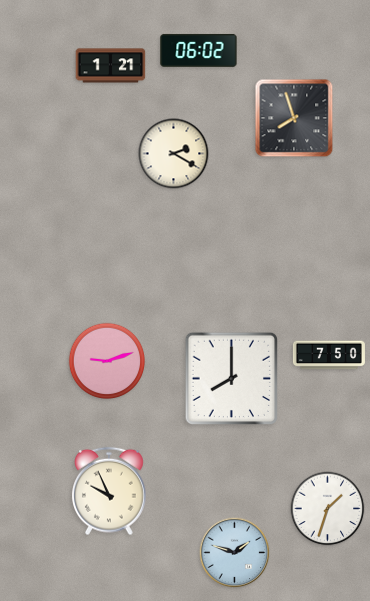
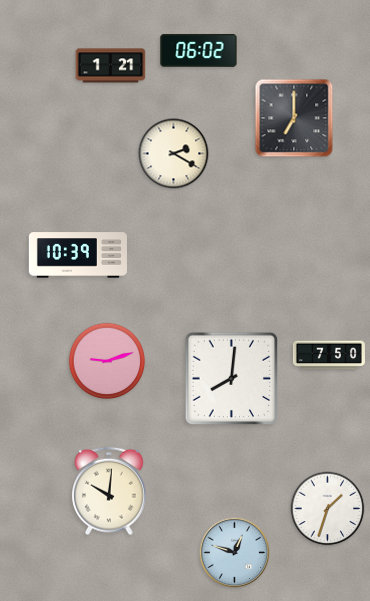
clock at (294, 118): 7:57 -> 7:00
clock at (78, 255): none -> 10:39
clock at (231, 378): 8:00 -> 8:01
clock at (110, 491): 9:56 -> 10:01
clock at (235, 553): 1:48 -> 12:48
